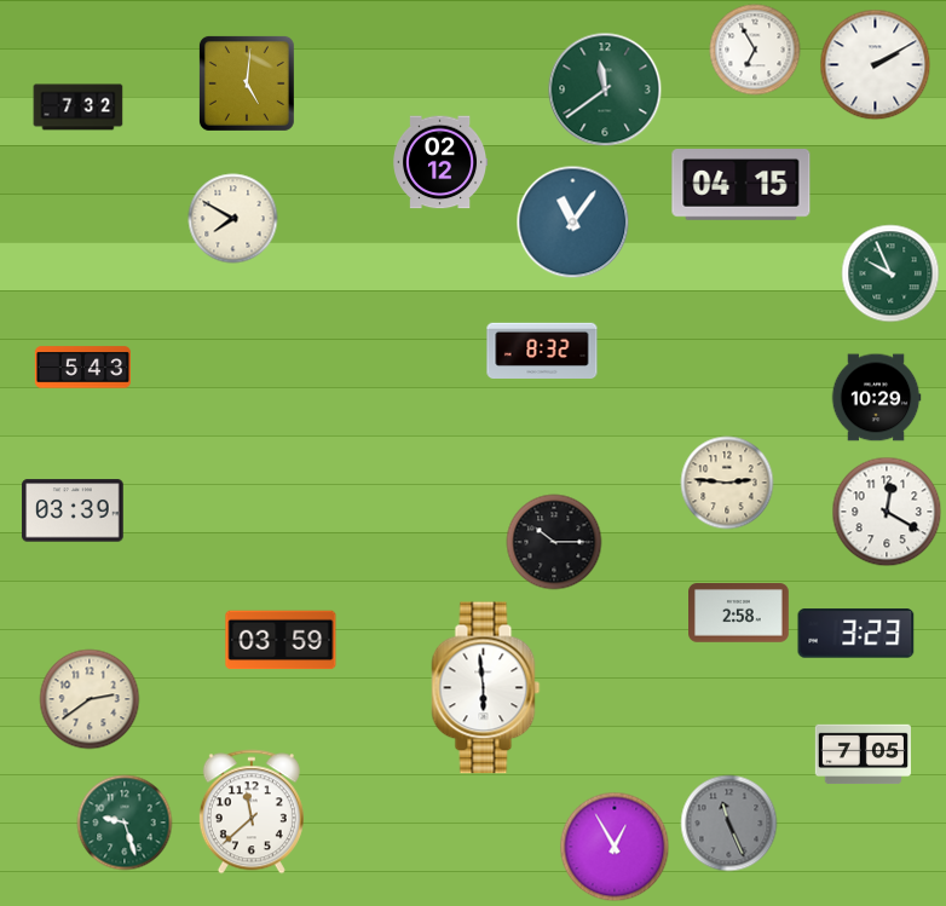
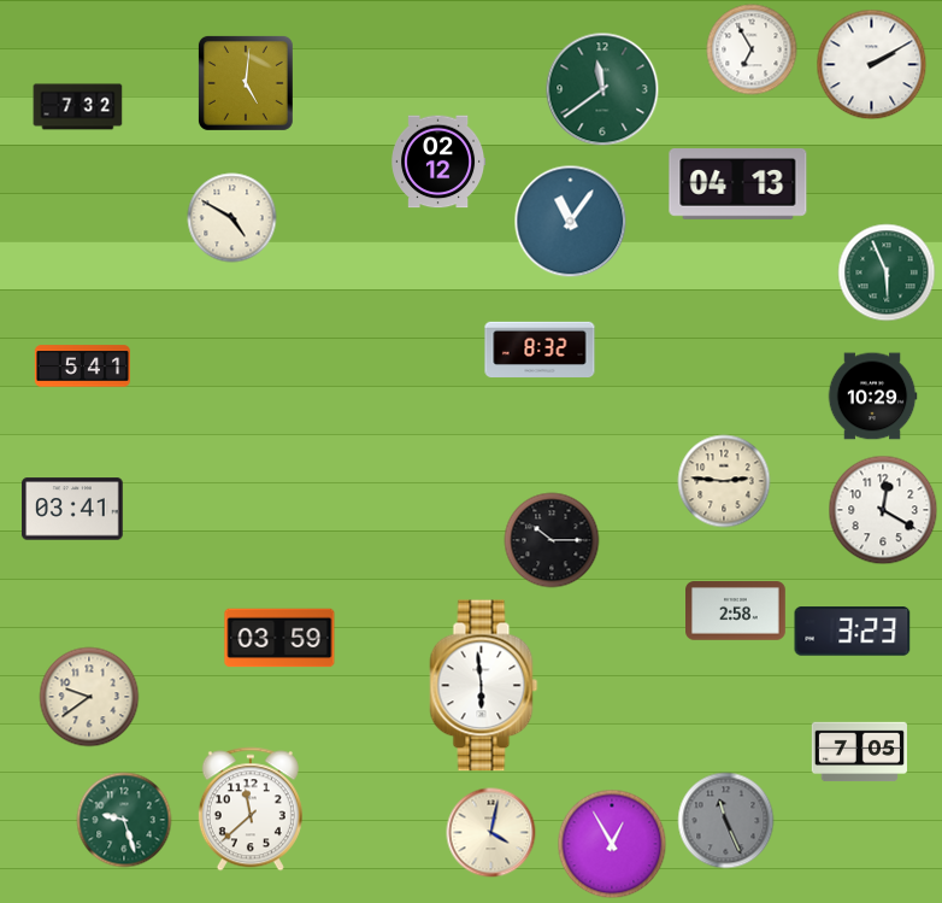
clock at (742, 185): 04:15 -> 04:13
clock at (233, 219): 7:50 -> 4:50
clock at (890, 273): 9:56 -> 5:56
clock at (82, 368): 5:43 -> 5:41
clock at (73, 510): 03:39 -> 03:41
clock at (90, 699): 2:39 -> 9:39
clock at (491, 833): none -> 4:02
